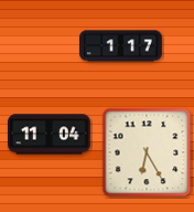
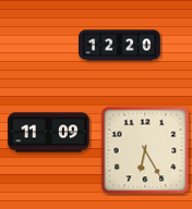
clock at (121, 46): 1:17 -> 12:20
clock at (50, 135): 11:04 -> 11:09
